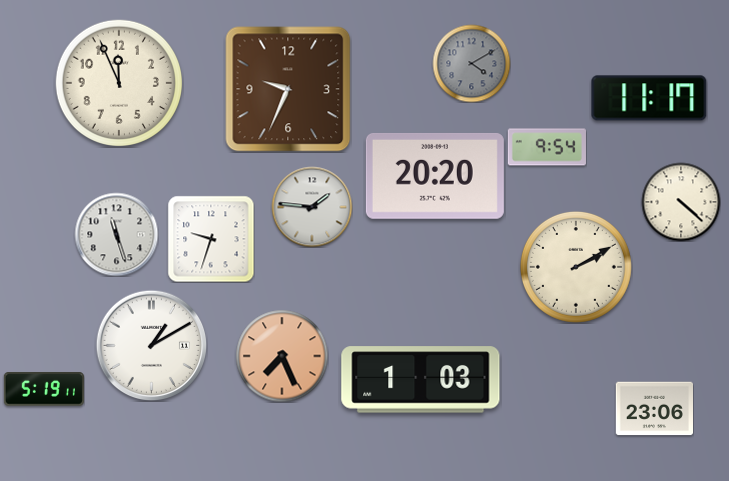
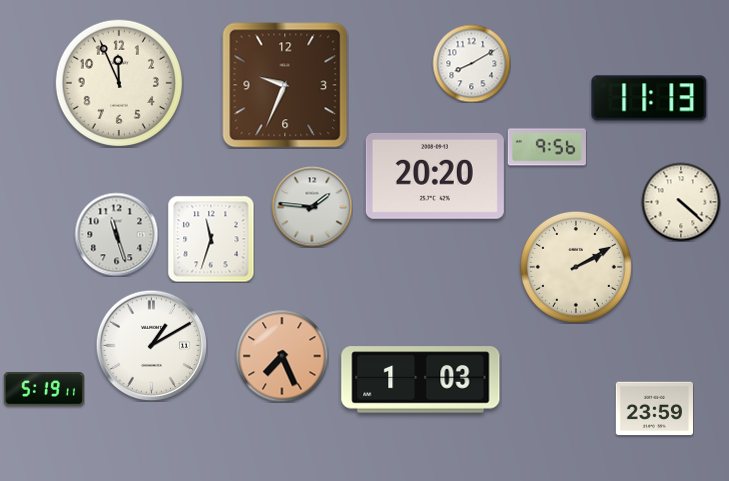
clock at (471, 63): 4:10 -> 8:10
clock at (471, 63) dial: grey -> white
clock at (288, 89) position: (288, 89) -> (285, 85)
clock at (649, 98): 11:17 -> 11:13
clock at (547, 147): 9:54 -> 9:56
clock at (211, 239): 9:33 -> 11:33
clock at (654, 409): 23:06 -> 23:59
